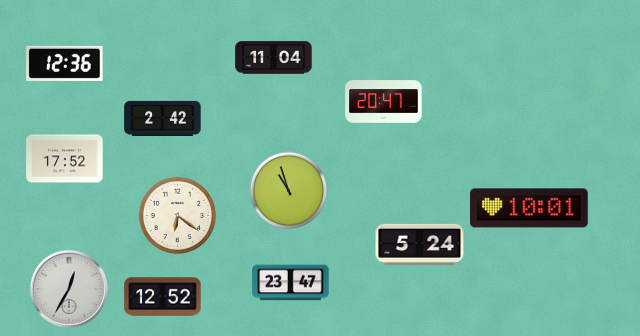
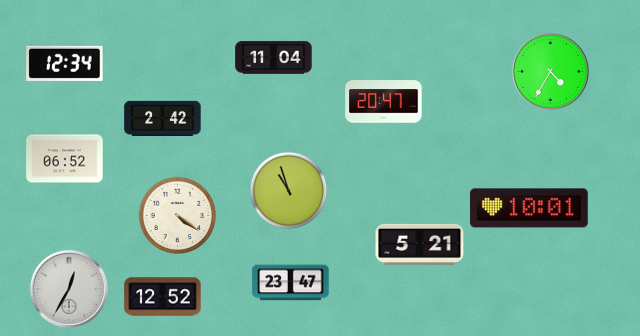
clock at (65, 63): 12:36 -> 12:34
clock at (550, 71): none -> 4:35
clock at (65, 159): 17:52 -> 06:52
clock at (177, 215): 6:21 -> 4:21
clock at (420, 244): 5:24 -> 5:21
